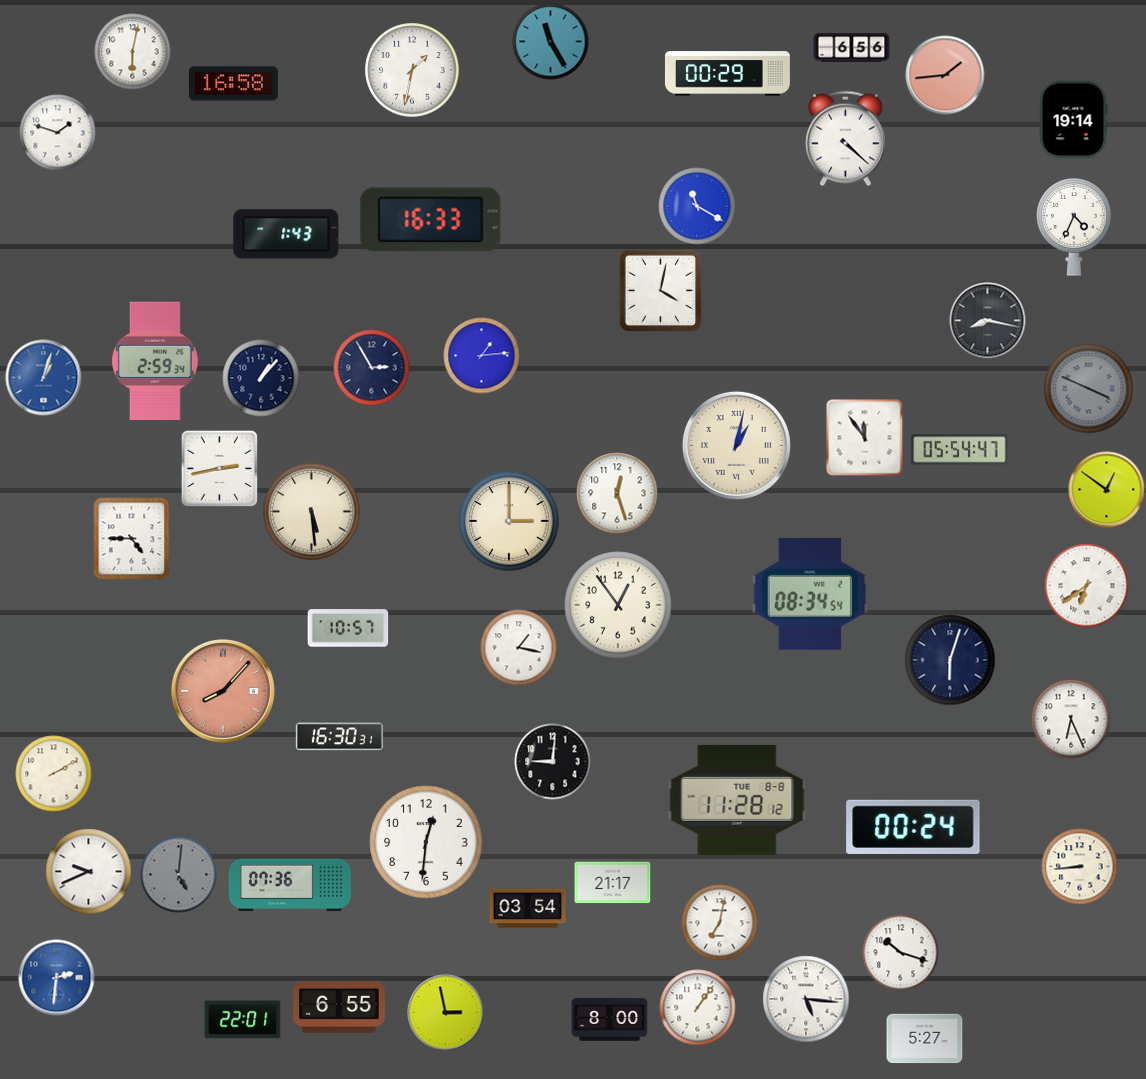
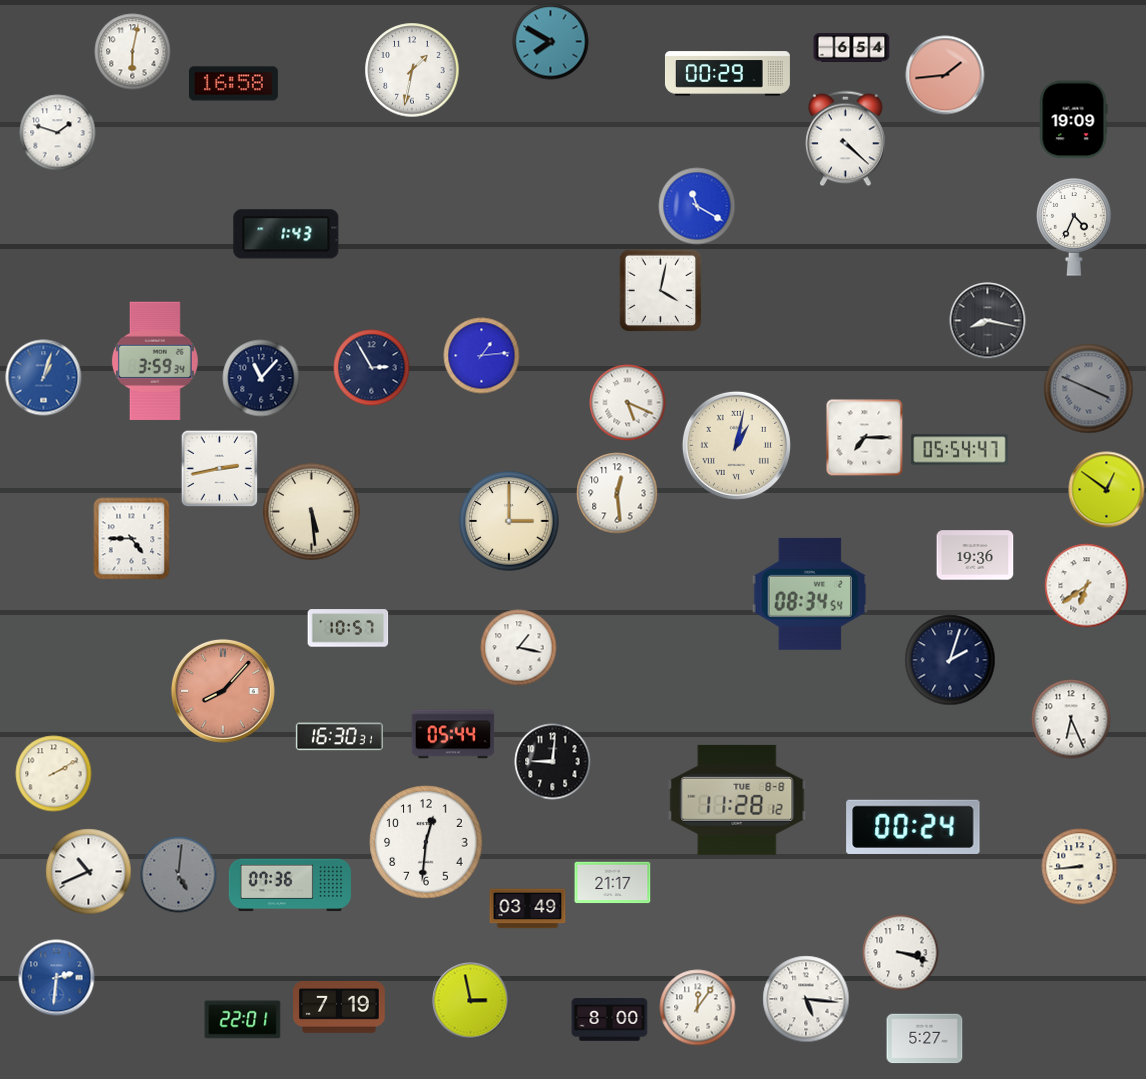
clock at (551, 42): 11:25 -> 7:50
clock at (852, 48): 6:56 -> 6:54
clock at (1073, 120): 19:14 -> 19:09
clock at (431, 220): 16:33 -> none
clock at (155, 360): 2:59 -> 3:59
clock at (261, 378): 1:07 -> 11:07
clock at (628, 403): none -> 5:19
clock at (865, 438): 11:54 -> 7:15
clock at (617, 493): 12:27 -> 12:29
clock at (975, 555): none -> 19:36
clock at (618, 605): 12:54 -> none
clock at (950, 660): 6:03 -> 2:03
clock at (453, 734): none -> 05:44
clock at (89, 872): 9:41 -> 10:41
clock at (528, 909): 03:54 -> 03:49
clock at (720, 923): 7:02 -> none
clock at (901, 953): 10:18 -> 3:18
clock at (340, 1007): 6:55 -> 7:19
clock at (698, 1008): 1:06 -> 12:06
clock at (446, 1013) position: (446, 1013) -> (471, 1001)
